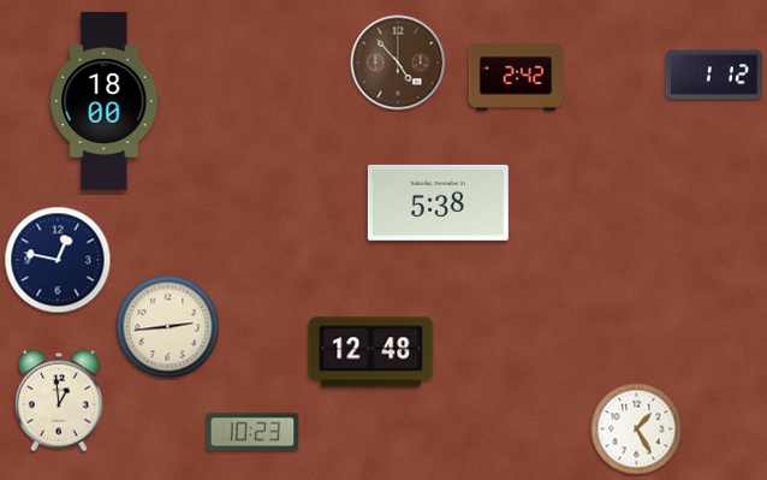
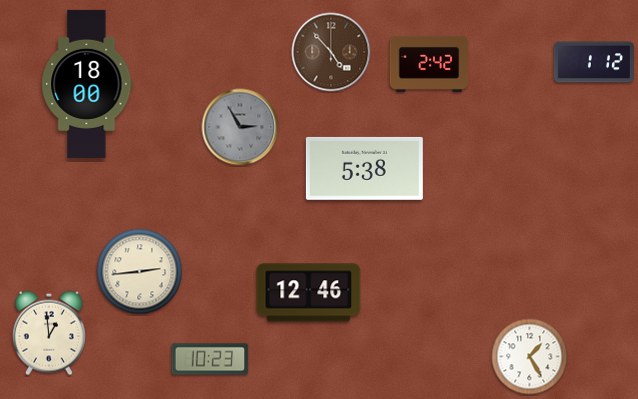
clock at (240, 127): none -> 2:55
clock at (58, 260): 12:47 -> none
clock at (371, 352): 12:48 -> 12:46
